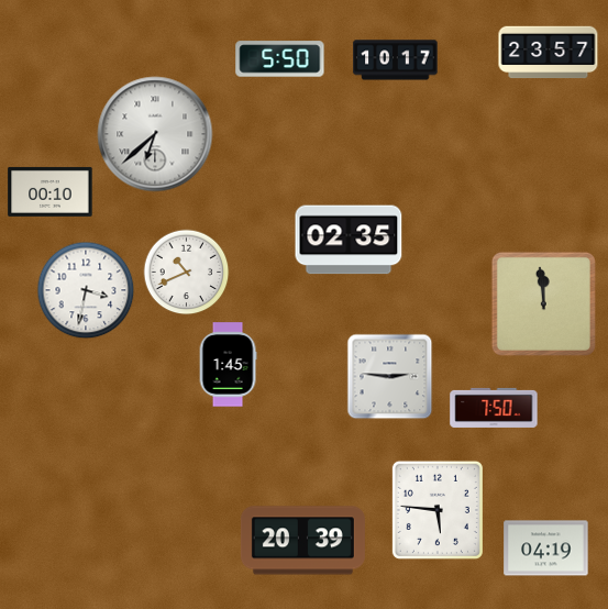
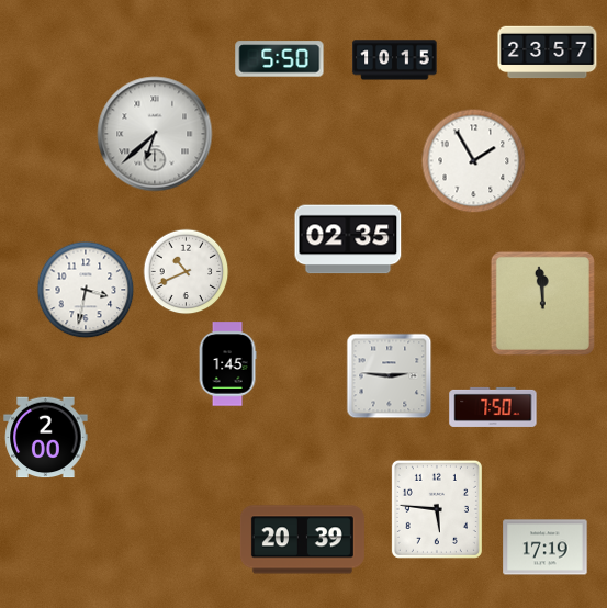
clock at (396, 60): 10:17 -> 10:15
clock at (473, 160): none -> 1:55
clock at (51, 191): 00:10 -> none
clock at (46, 438): none -> 2:00
clock at (546, 549): 04:19 -> 17:19
